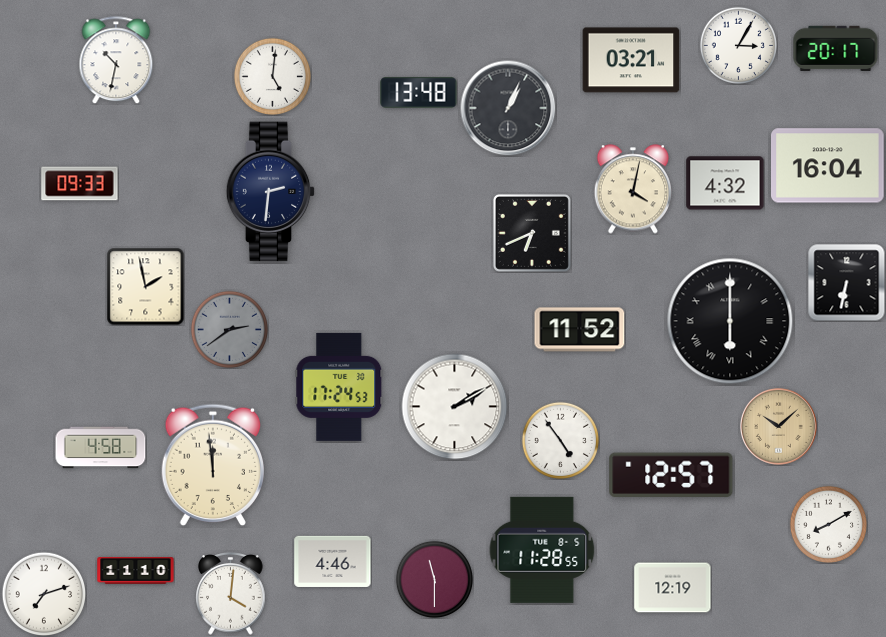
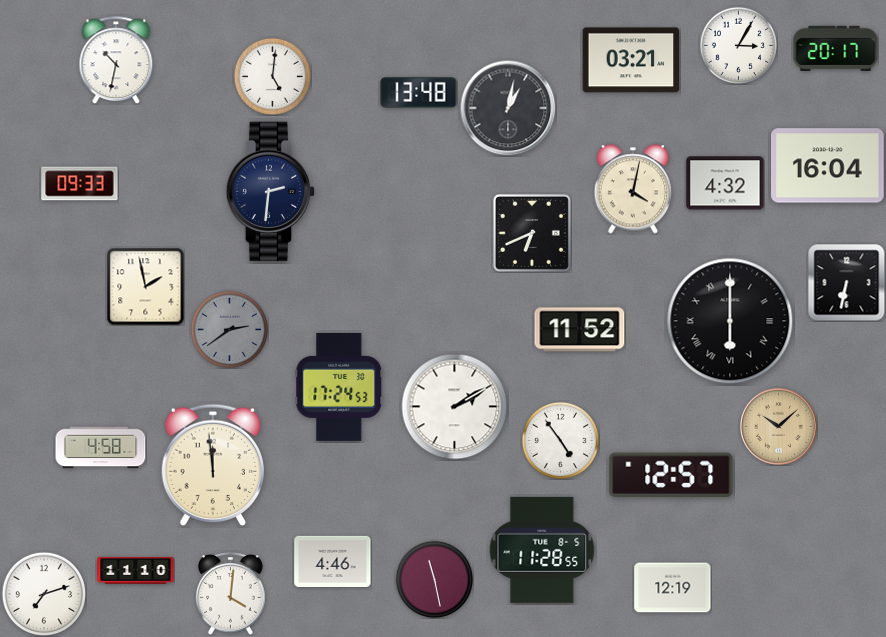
clock at (508, 108): 1:04 -> 1:02
clock at (828, 524): 8:10 -> none
clock at (434, 579): 11:30 -> 11:28
